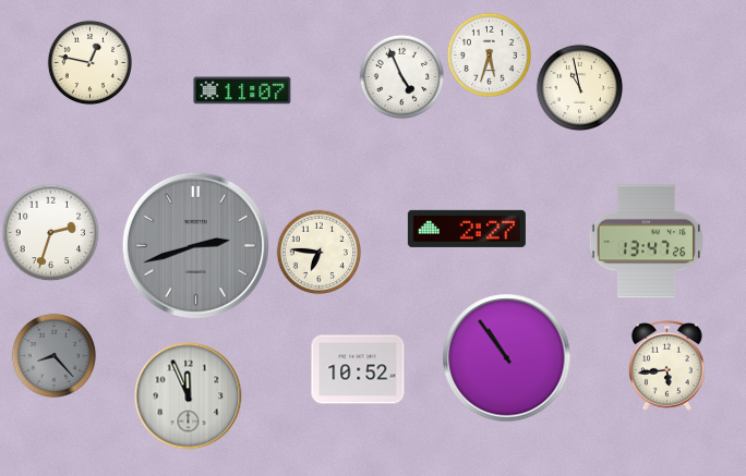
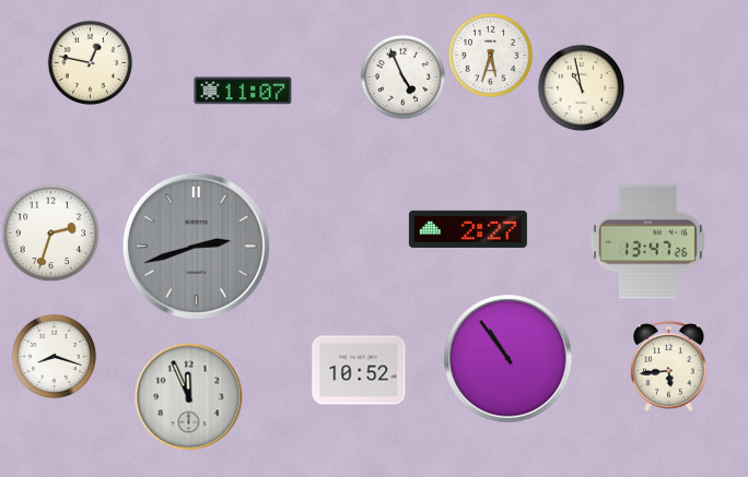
clock at (318, 252): 6:46 -> none
clock at (53, 355): 8:23 -> 8:18
clock at (53, 355) dial: grey -> white
